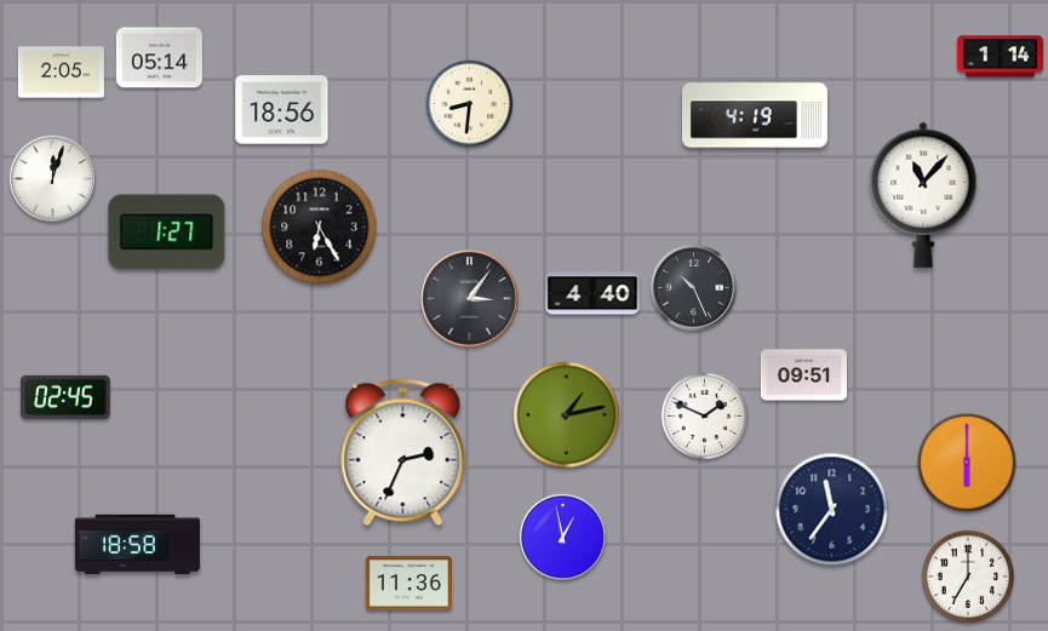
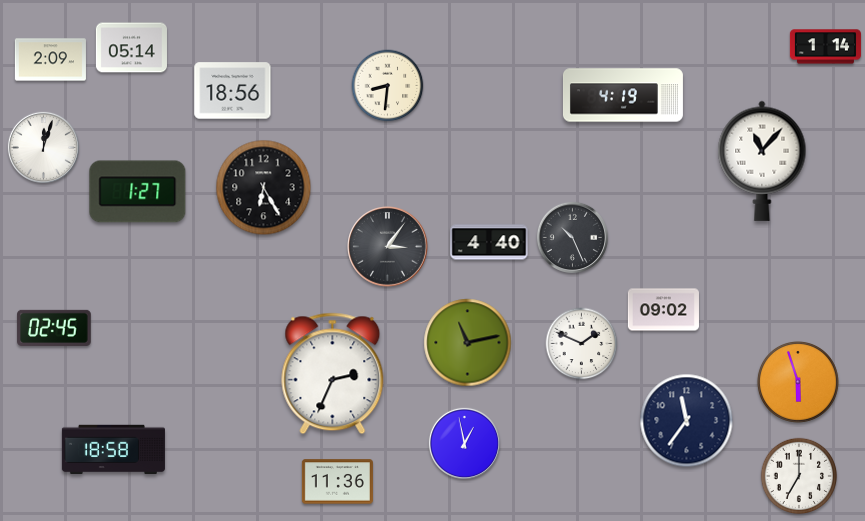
clock at (61, 73): 2:05 -> 2:09
clock at (803, 375): 09:51 -> 09:02
clock at (567, 415): 1:13 -> 11:13
clock at (967, 463): 6:00 -> 5:57
